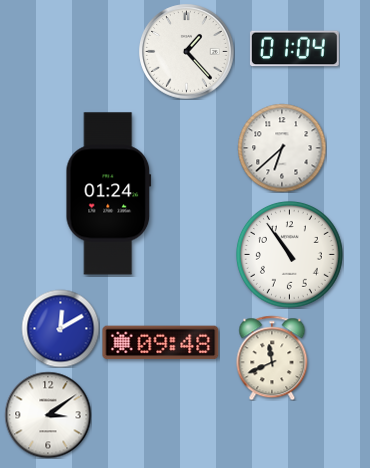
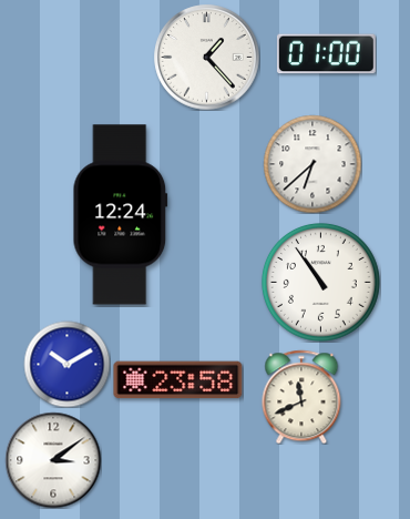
clock at (294, 49): 01:04 -> 01:00
clock at (109, 194): 01:24 -> 12:24
clock at (60, 328): 12:10 -> 10:10
clock at (161, 343): 09:48 -> 23:58
